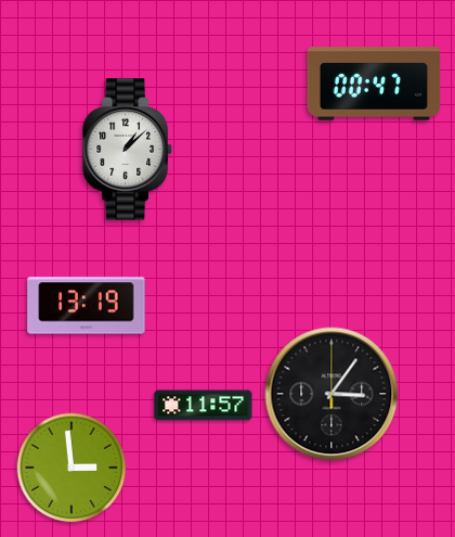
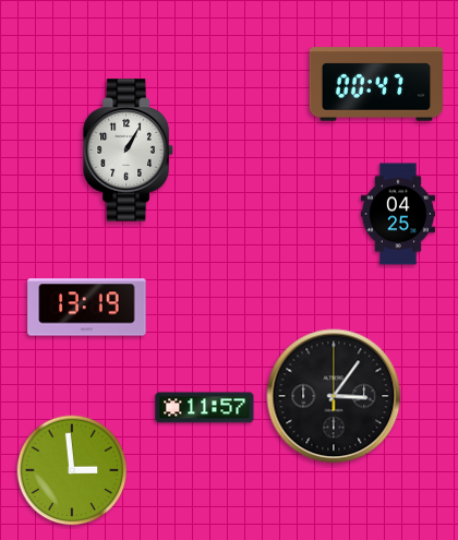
clock at (128, 150): 1:08 -> 1:05
clock at (398, 214): none -> 04:25
